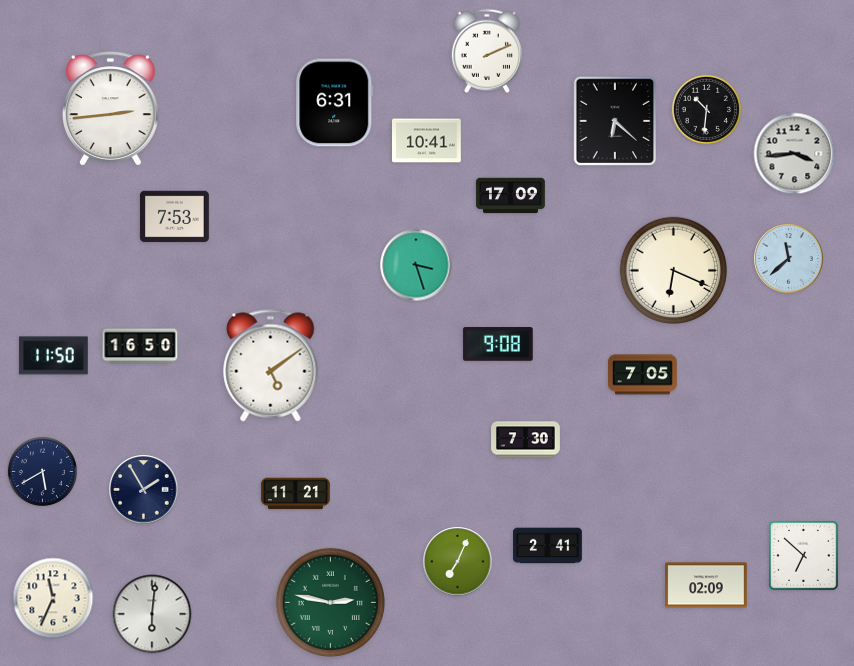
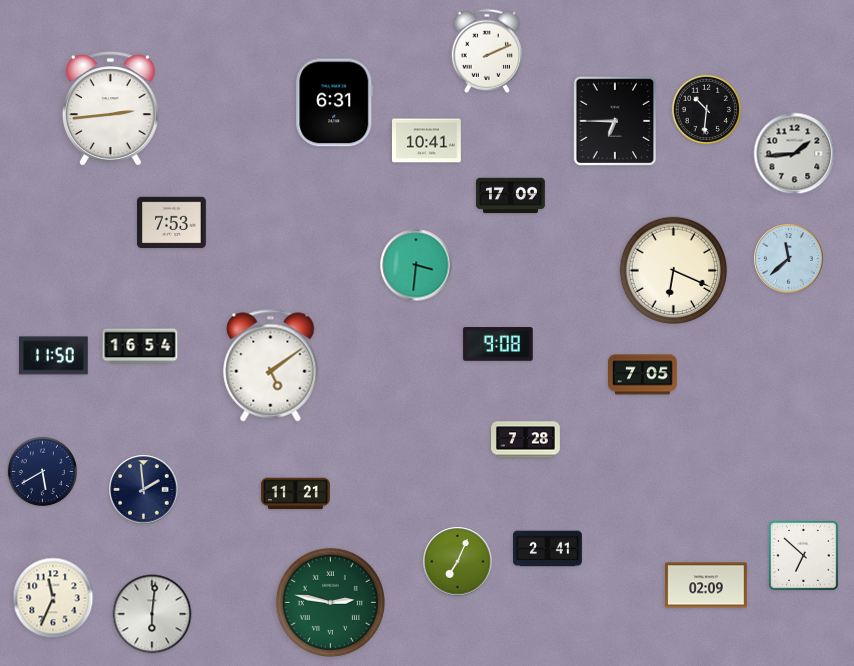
clock at (614, 120): 6:22 -> 6:45
clock at (795, 154): 3:44 -> 1:44
clock at (175, 217) position: (175, 217) -> (172, 223)
clock at (416, 265): 3:27 -> 3:31
clock at (140, 346): 16:50 -> 16:54
clock at (526, 440): 7:30 -> 7:28
clock at (144, 490): 1:55 -> 1:59
clock at (548, 546) position: (548, 546) -> (548, 549)
